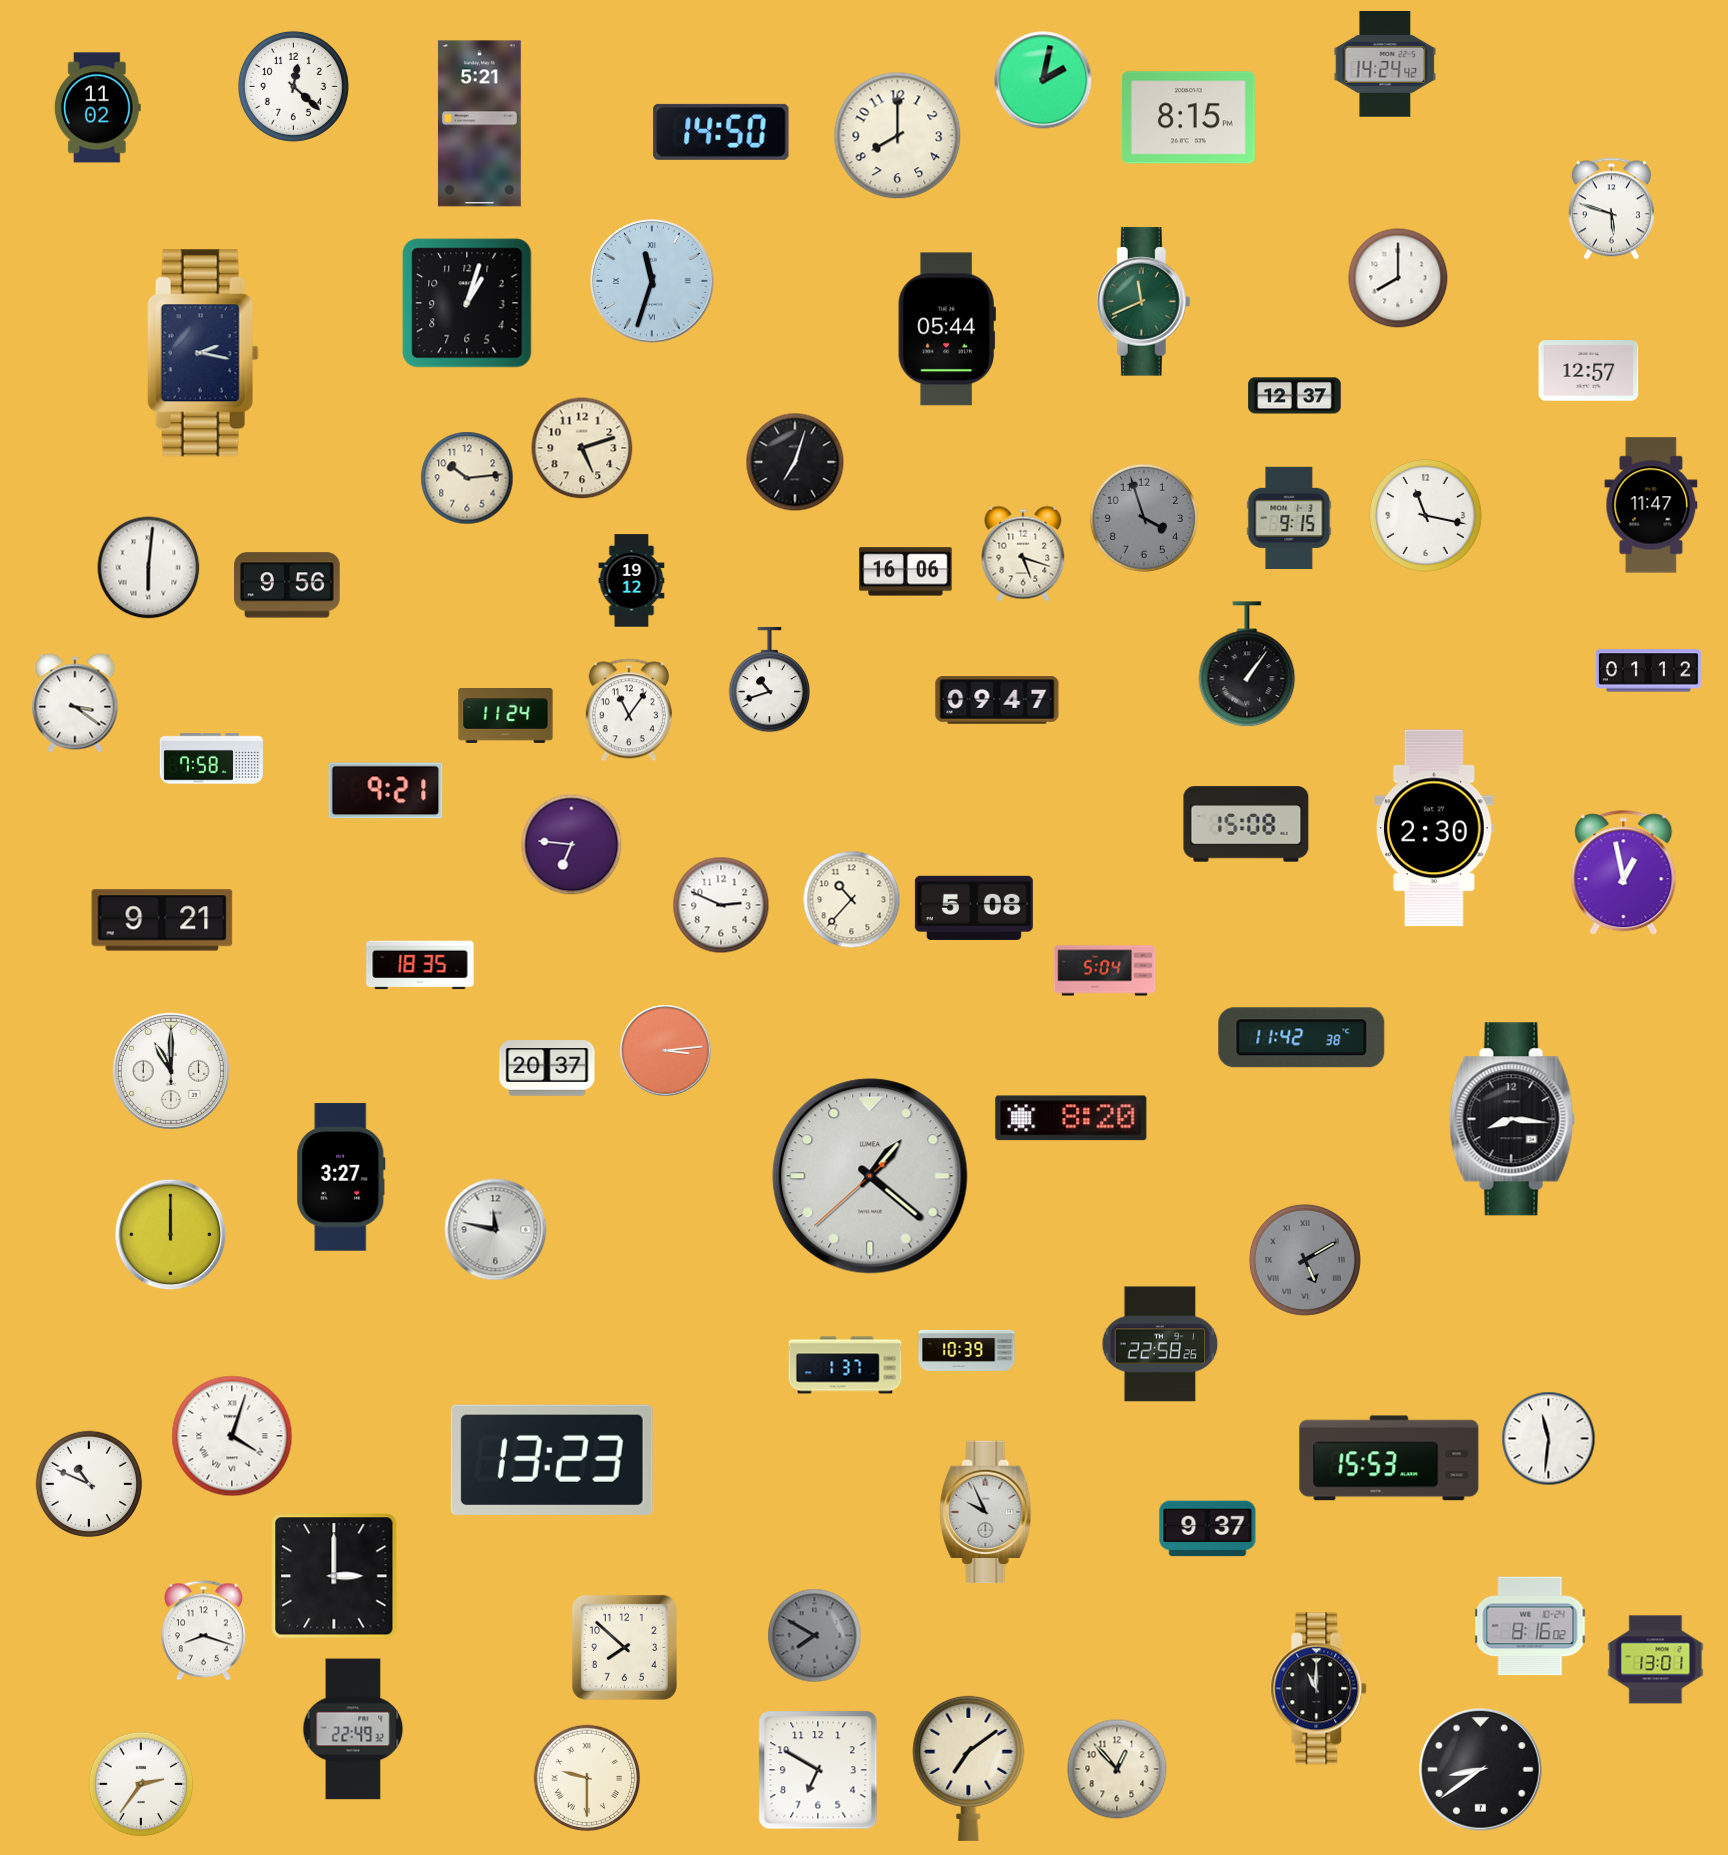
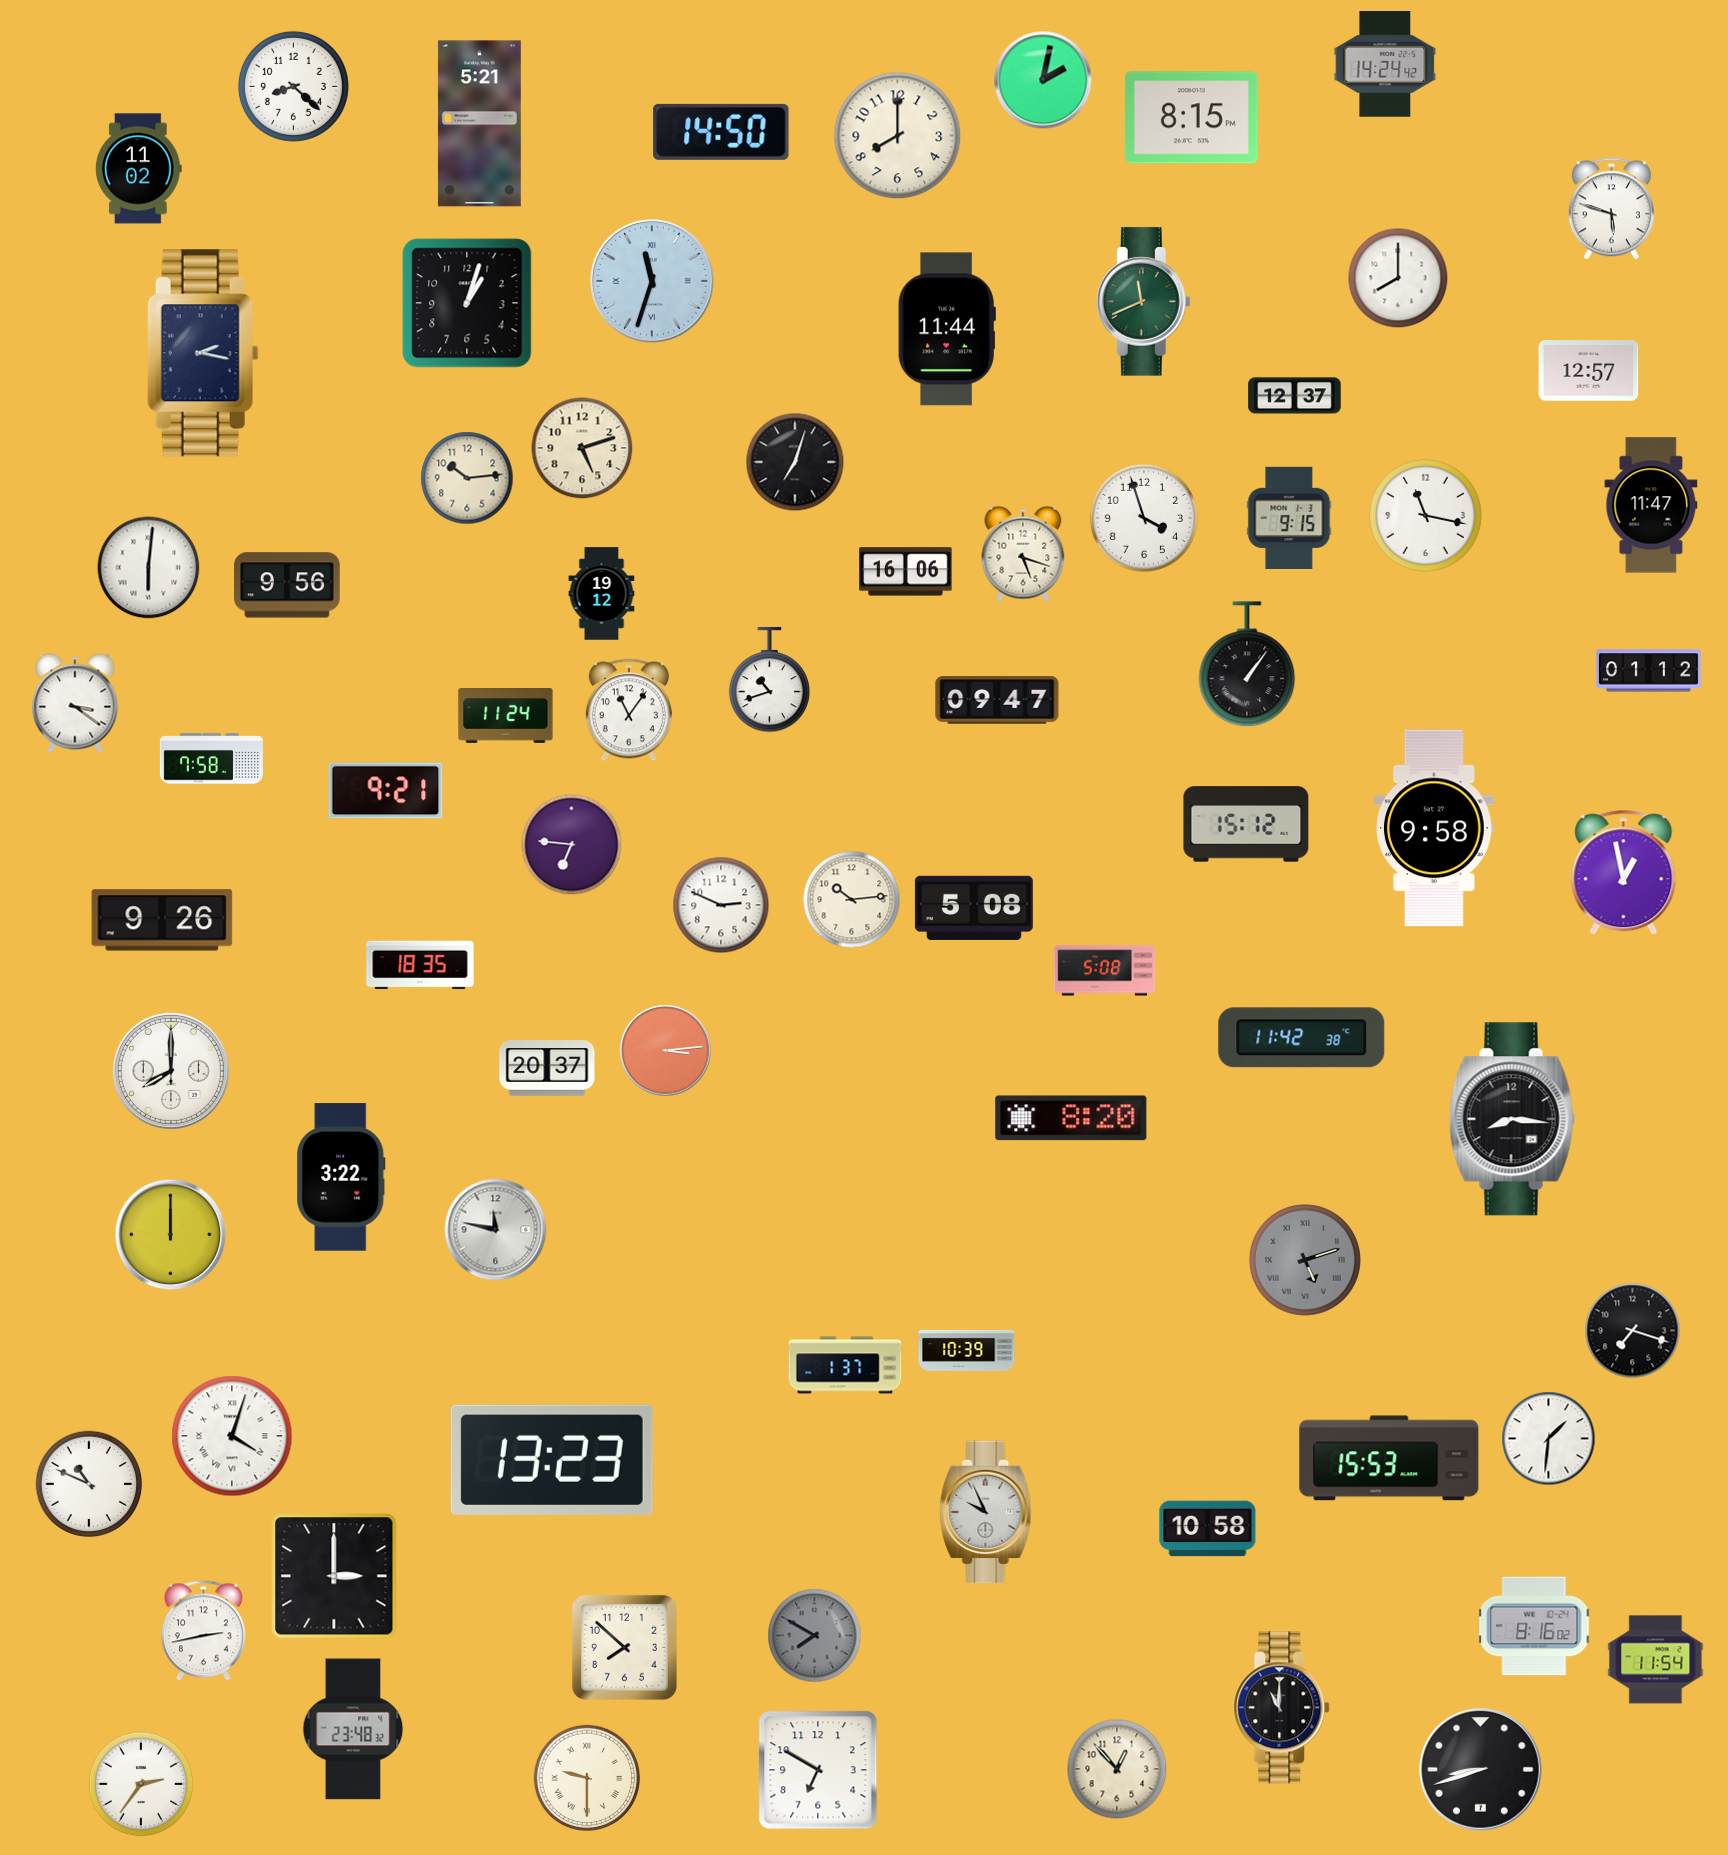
clock at (293, 86): 12:22 -> 8:22
clock at (97, 108) position: (97, 108) -> (138, 169)
clock at (1188, 118) position: (1188, 118) -> (1191, 118)
clock at (947, 329): 05:44 -> 11:44
clock at (1144, 518) dial: grey -> white
clock at (632, 581) position: (632, 581) -> (602, 594)
clock at (1246, 824): 15:08 -> 15:12
clock at (1435, 828): 2:30 -> 9:58
clock at (852, 900): 10:37 -> 10:14
clock at (162, 920): 9:21 -> 9:26
clock at (1105, 971): 5:04 -> 5:08
clock at (171, 1071): 11:00 -> 8:00
clock at (870, 1176): 1:21 -> none
clock at (341, 1177): 3:27 -> 3:22
clock at (1305, 1260): 5:10 -> 5:12
clock at (1633, 1331): none -> 7:18
clock at (1160, 1344): 22:58 -> none
clock at (1549, 1439): 11:31 -> 1:31
clock at (1208, 1529): 9:37 -> 10:58
clock at (1530, 1626) position: (1530, 1626) -> (1534, 1626)
clock at (203, 1631): 8:18 -> 2:43
clock at (1656, 1660): 13:01 -> 11:54
clock at (1319, 1689) position: (1319, 1689) -> (1282, 1708)
clock at (353, 1729): 22:49 -> 23:48
clock at (969, 1768): 7:09 -> none
clock at (1481, 1770): 8:39 -> 8:42
